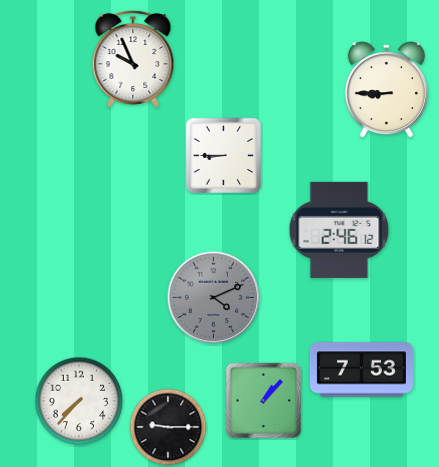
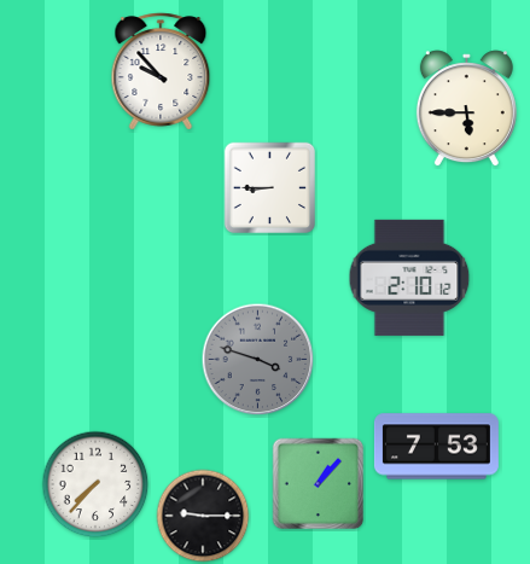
clock at (133, 59): 9:56 -> 9:53
clock at (386, 90): 8:45 -> 5:45
clock at (339, 230): 2:46 -> 2:10
clock at (214, 298): 4:11 -> 3:48
